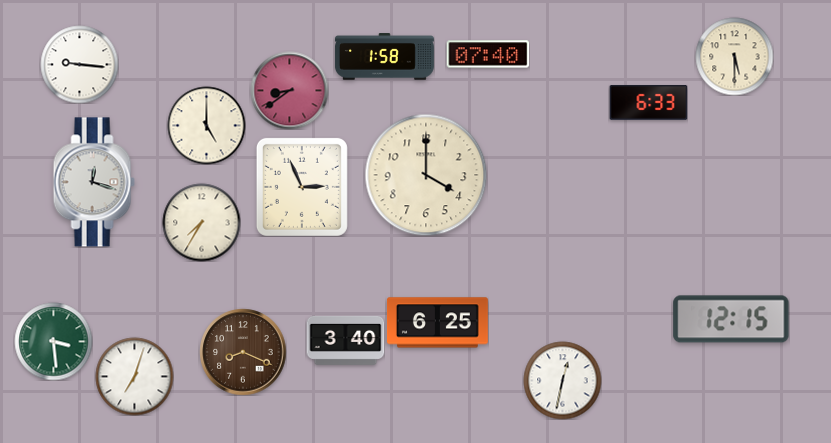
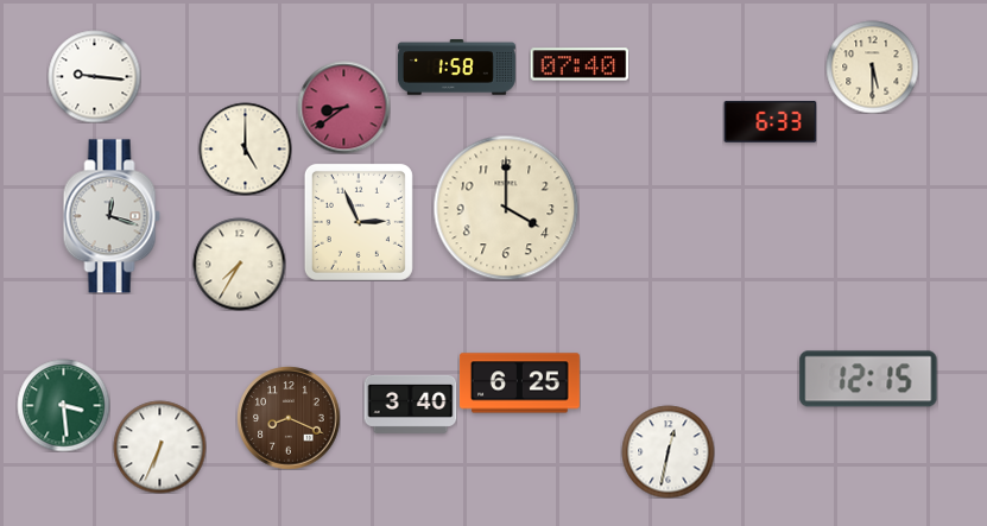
clock at (134, 376): 7:03 -> 6:34
